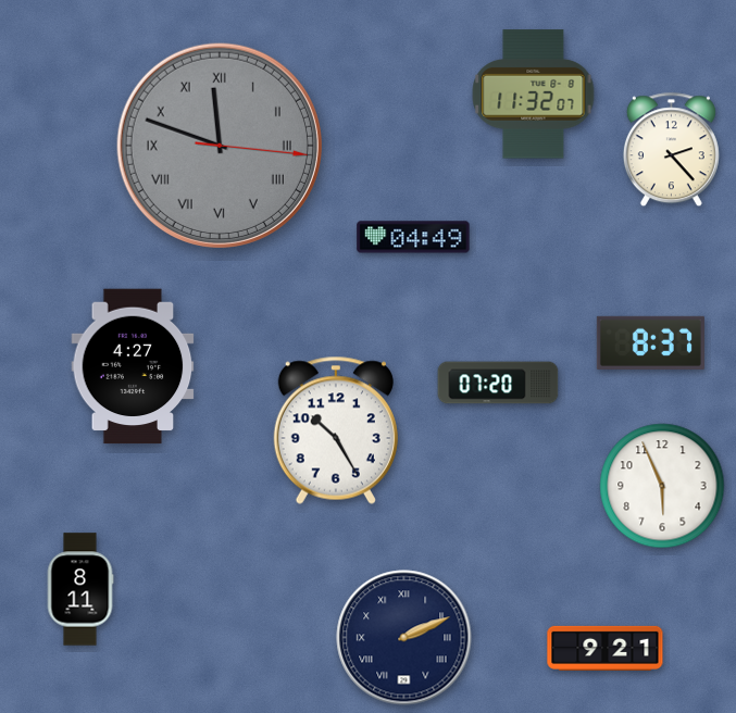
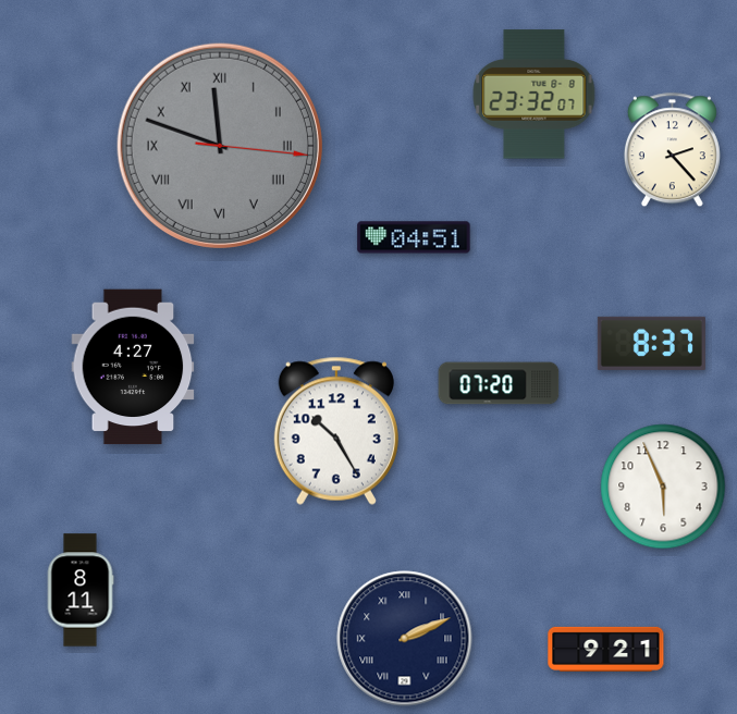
clock at (534, 95): 11:32 -> 23:32
clock at (413, 237): 04:49 -> 04:51
